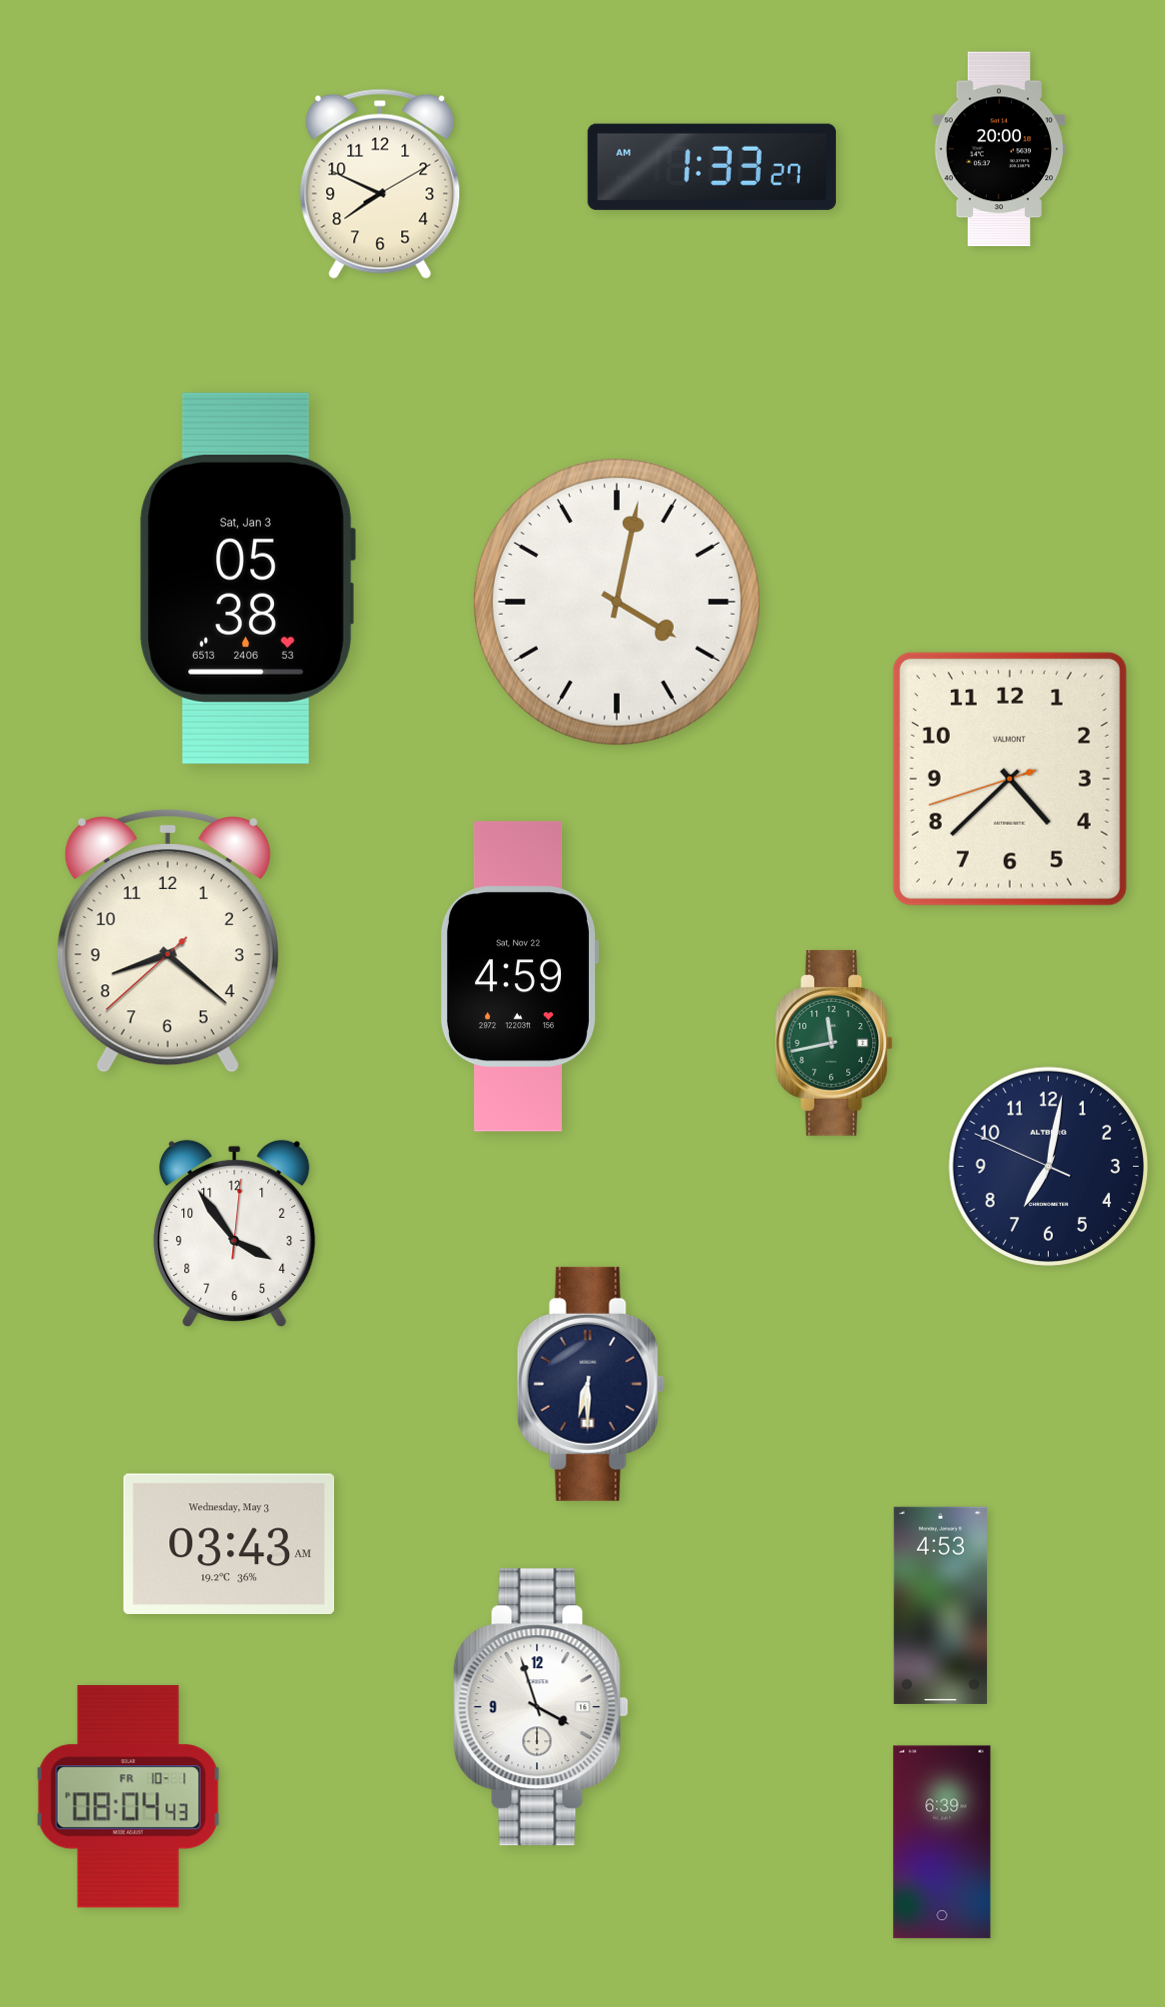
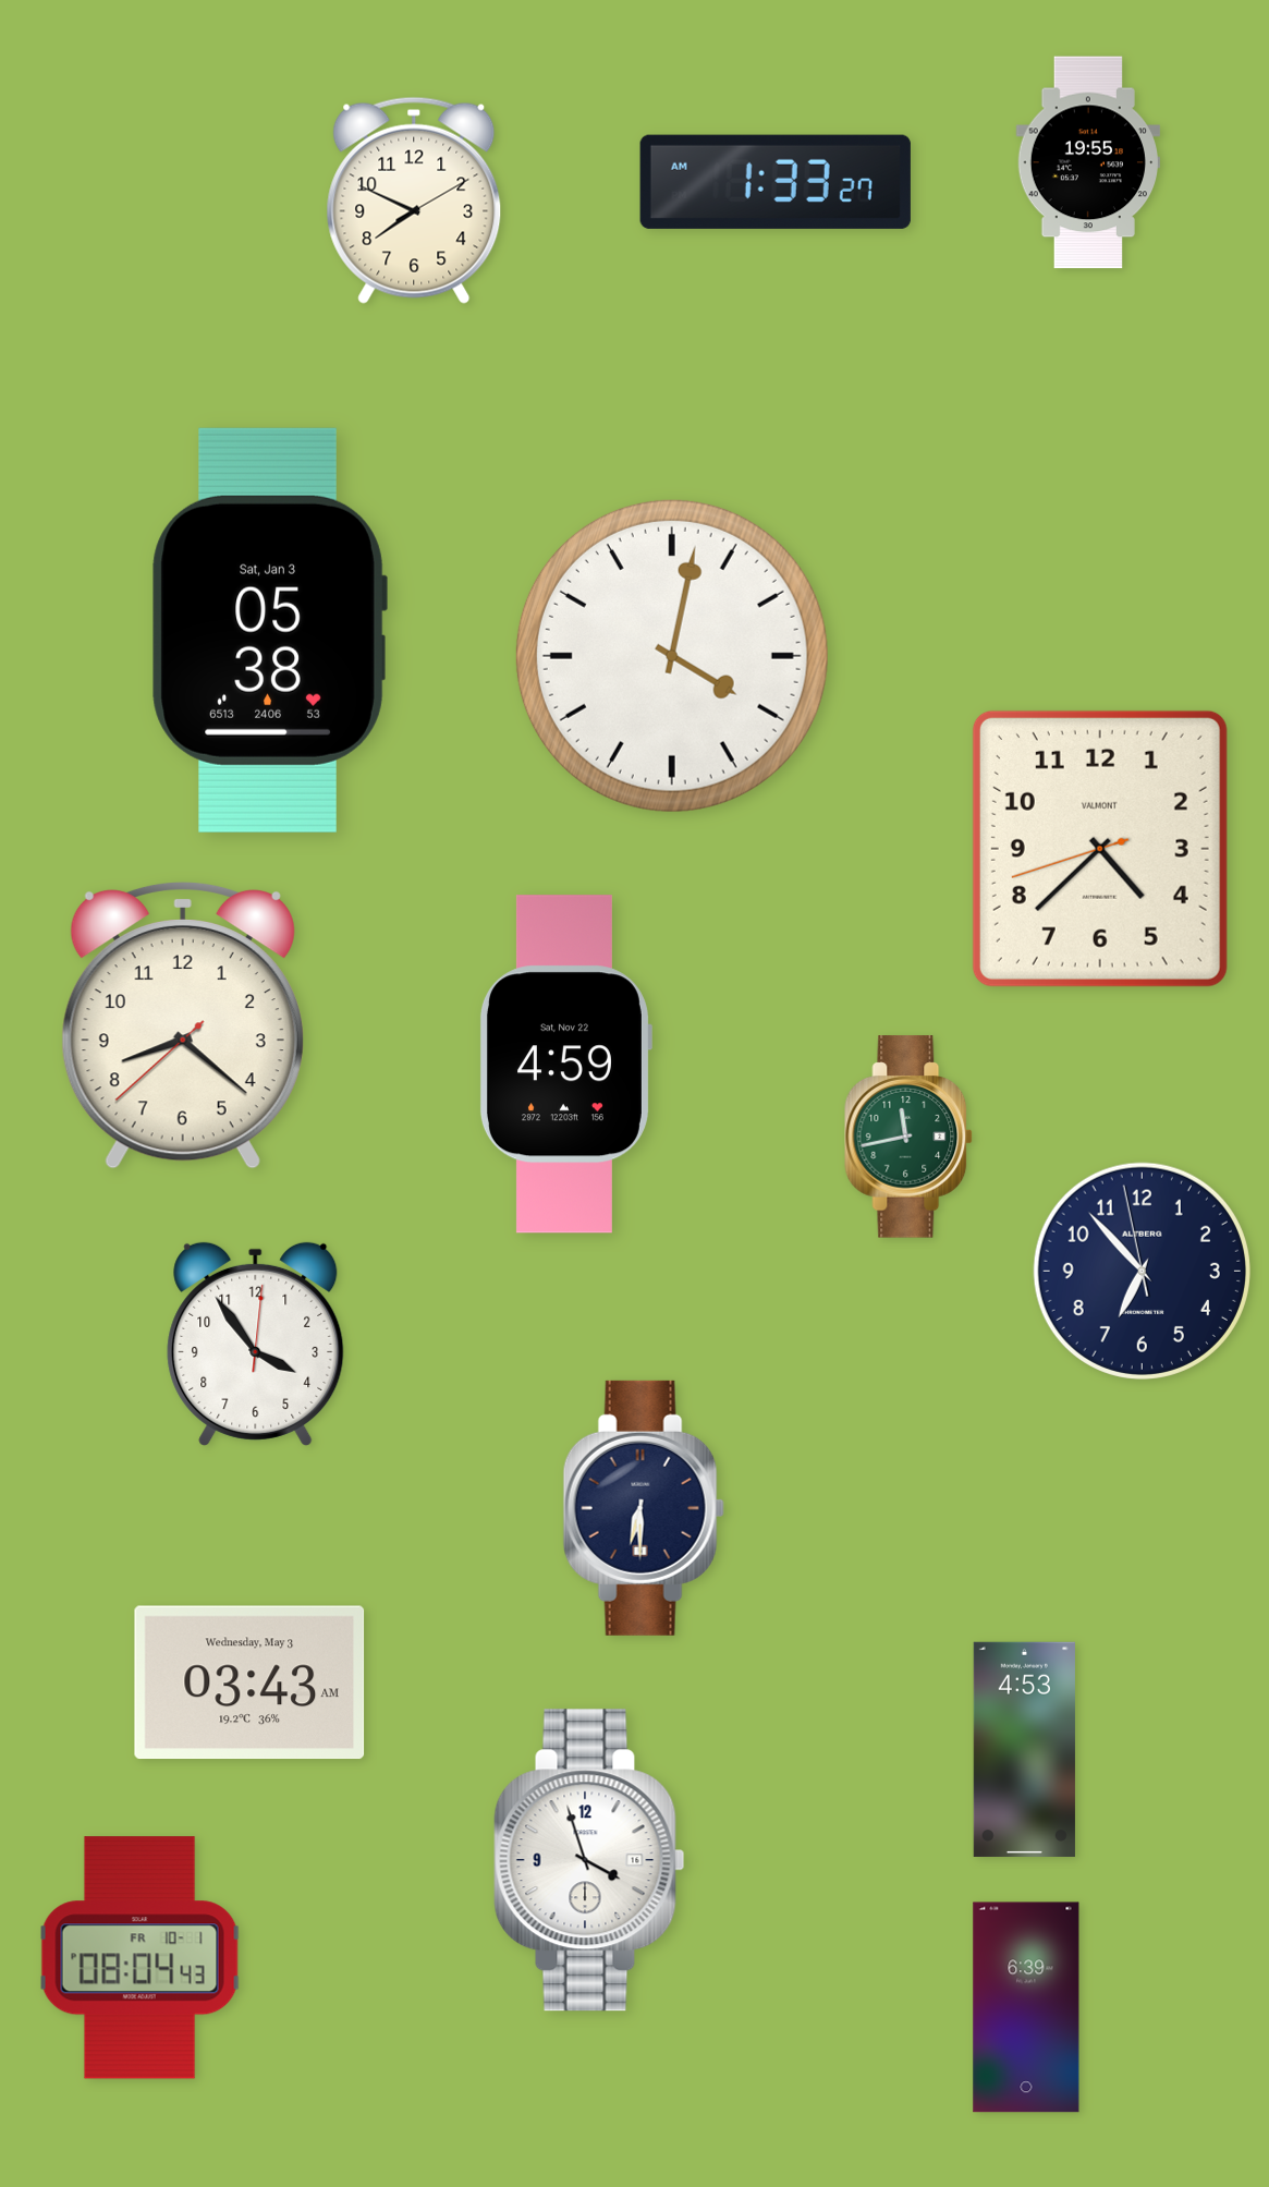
clock at (998, 149): 20:00 -> 19:55
clock at (1048, 1166): 7:01 -> 6:52
